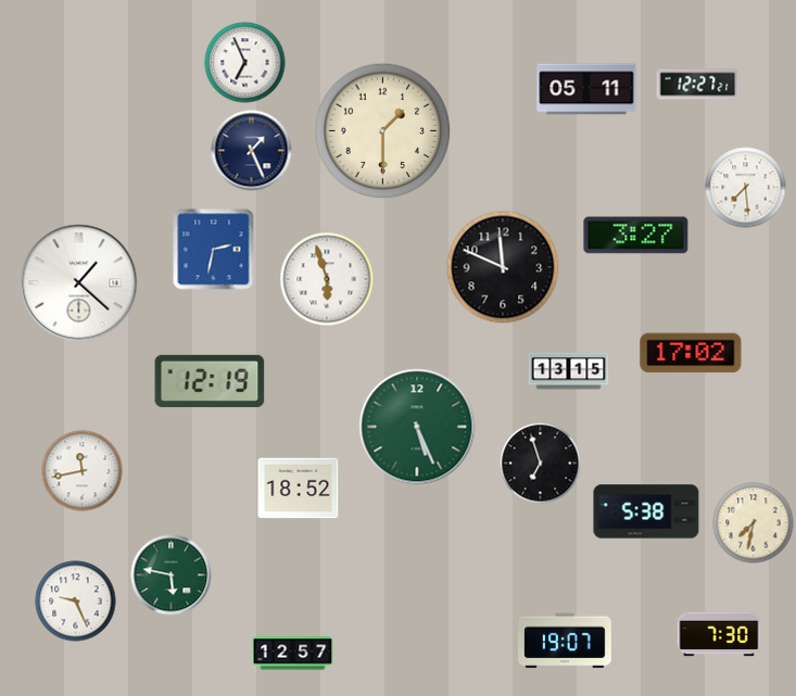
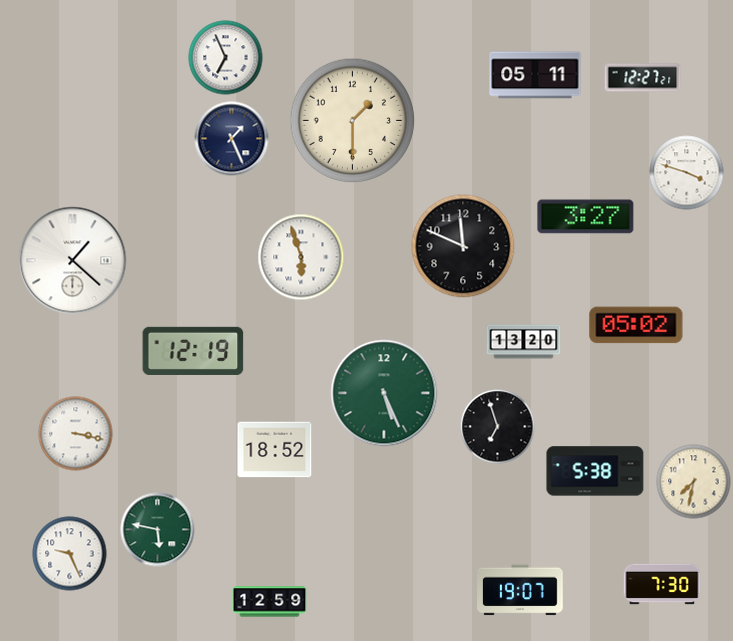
clock at (586, 89) position: (586, 89) -> (535, 75)
clock at (746, 188): 7:29 -> 3:48
clock at (214, 250): 2:32 -> none
clock at (691, 353): 17:02 -> 05:02
clock at (569, 371): 13:15 -> 13:20
clock at (83, 471): 11:43 -> 3:17
clock at (293, 654): 12:57 -> 12:59
